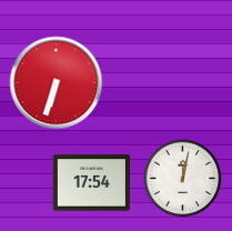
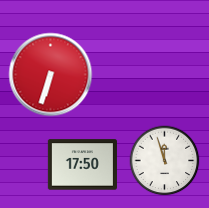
clock at (183, 179): 12:02 -> 11:57
clock at (91, 183): 17:54 -> 17:50
